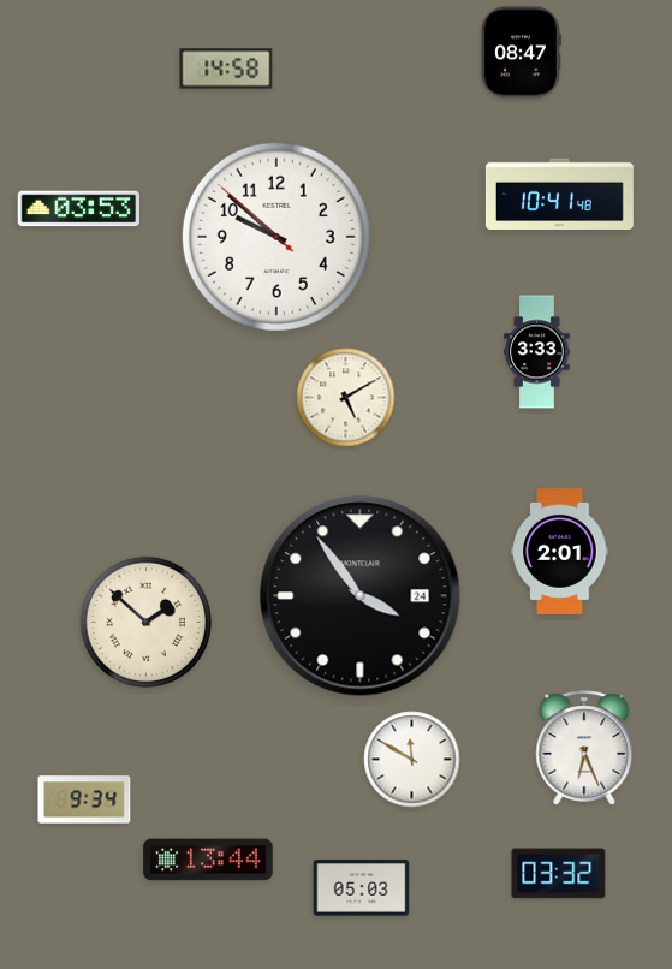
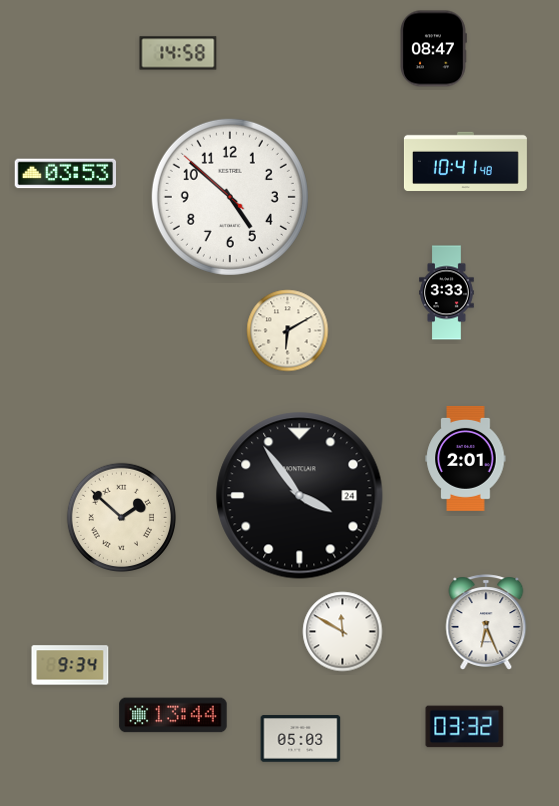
clock at (522, 53) position: (522, 53) -> (434, 49)
clock at (226, 69) position: (226, 69) -> (178, 53)
clock at (276, 237): 9:51 -> 4:51
clock at (346, 398): 5:10 -> 6:10
